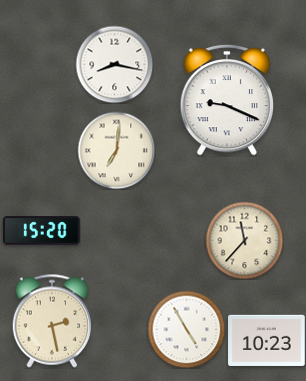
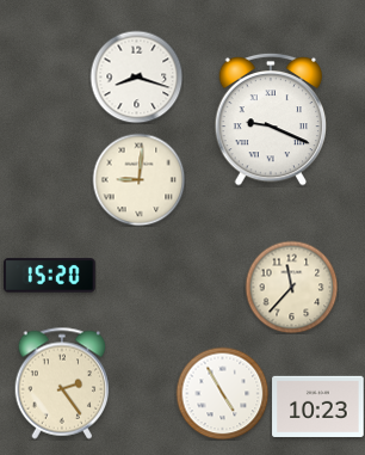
clock at (114, 64): 8:17 -> 8:18
clock at (116, 150): 7:01 -> 9:01
clock at (52, 321): 2:28 -> 2:24
